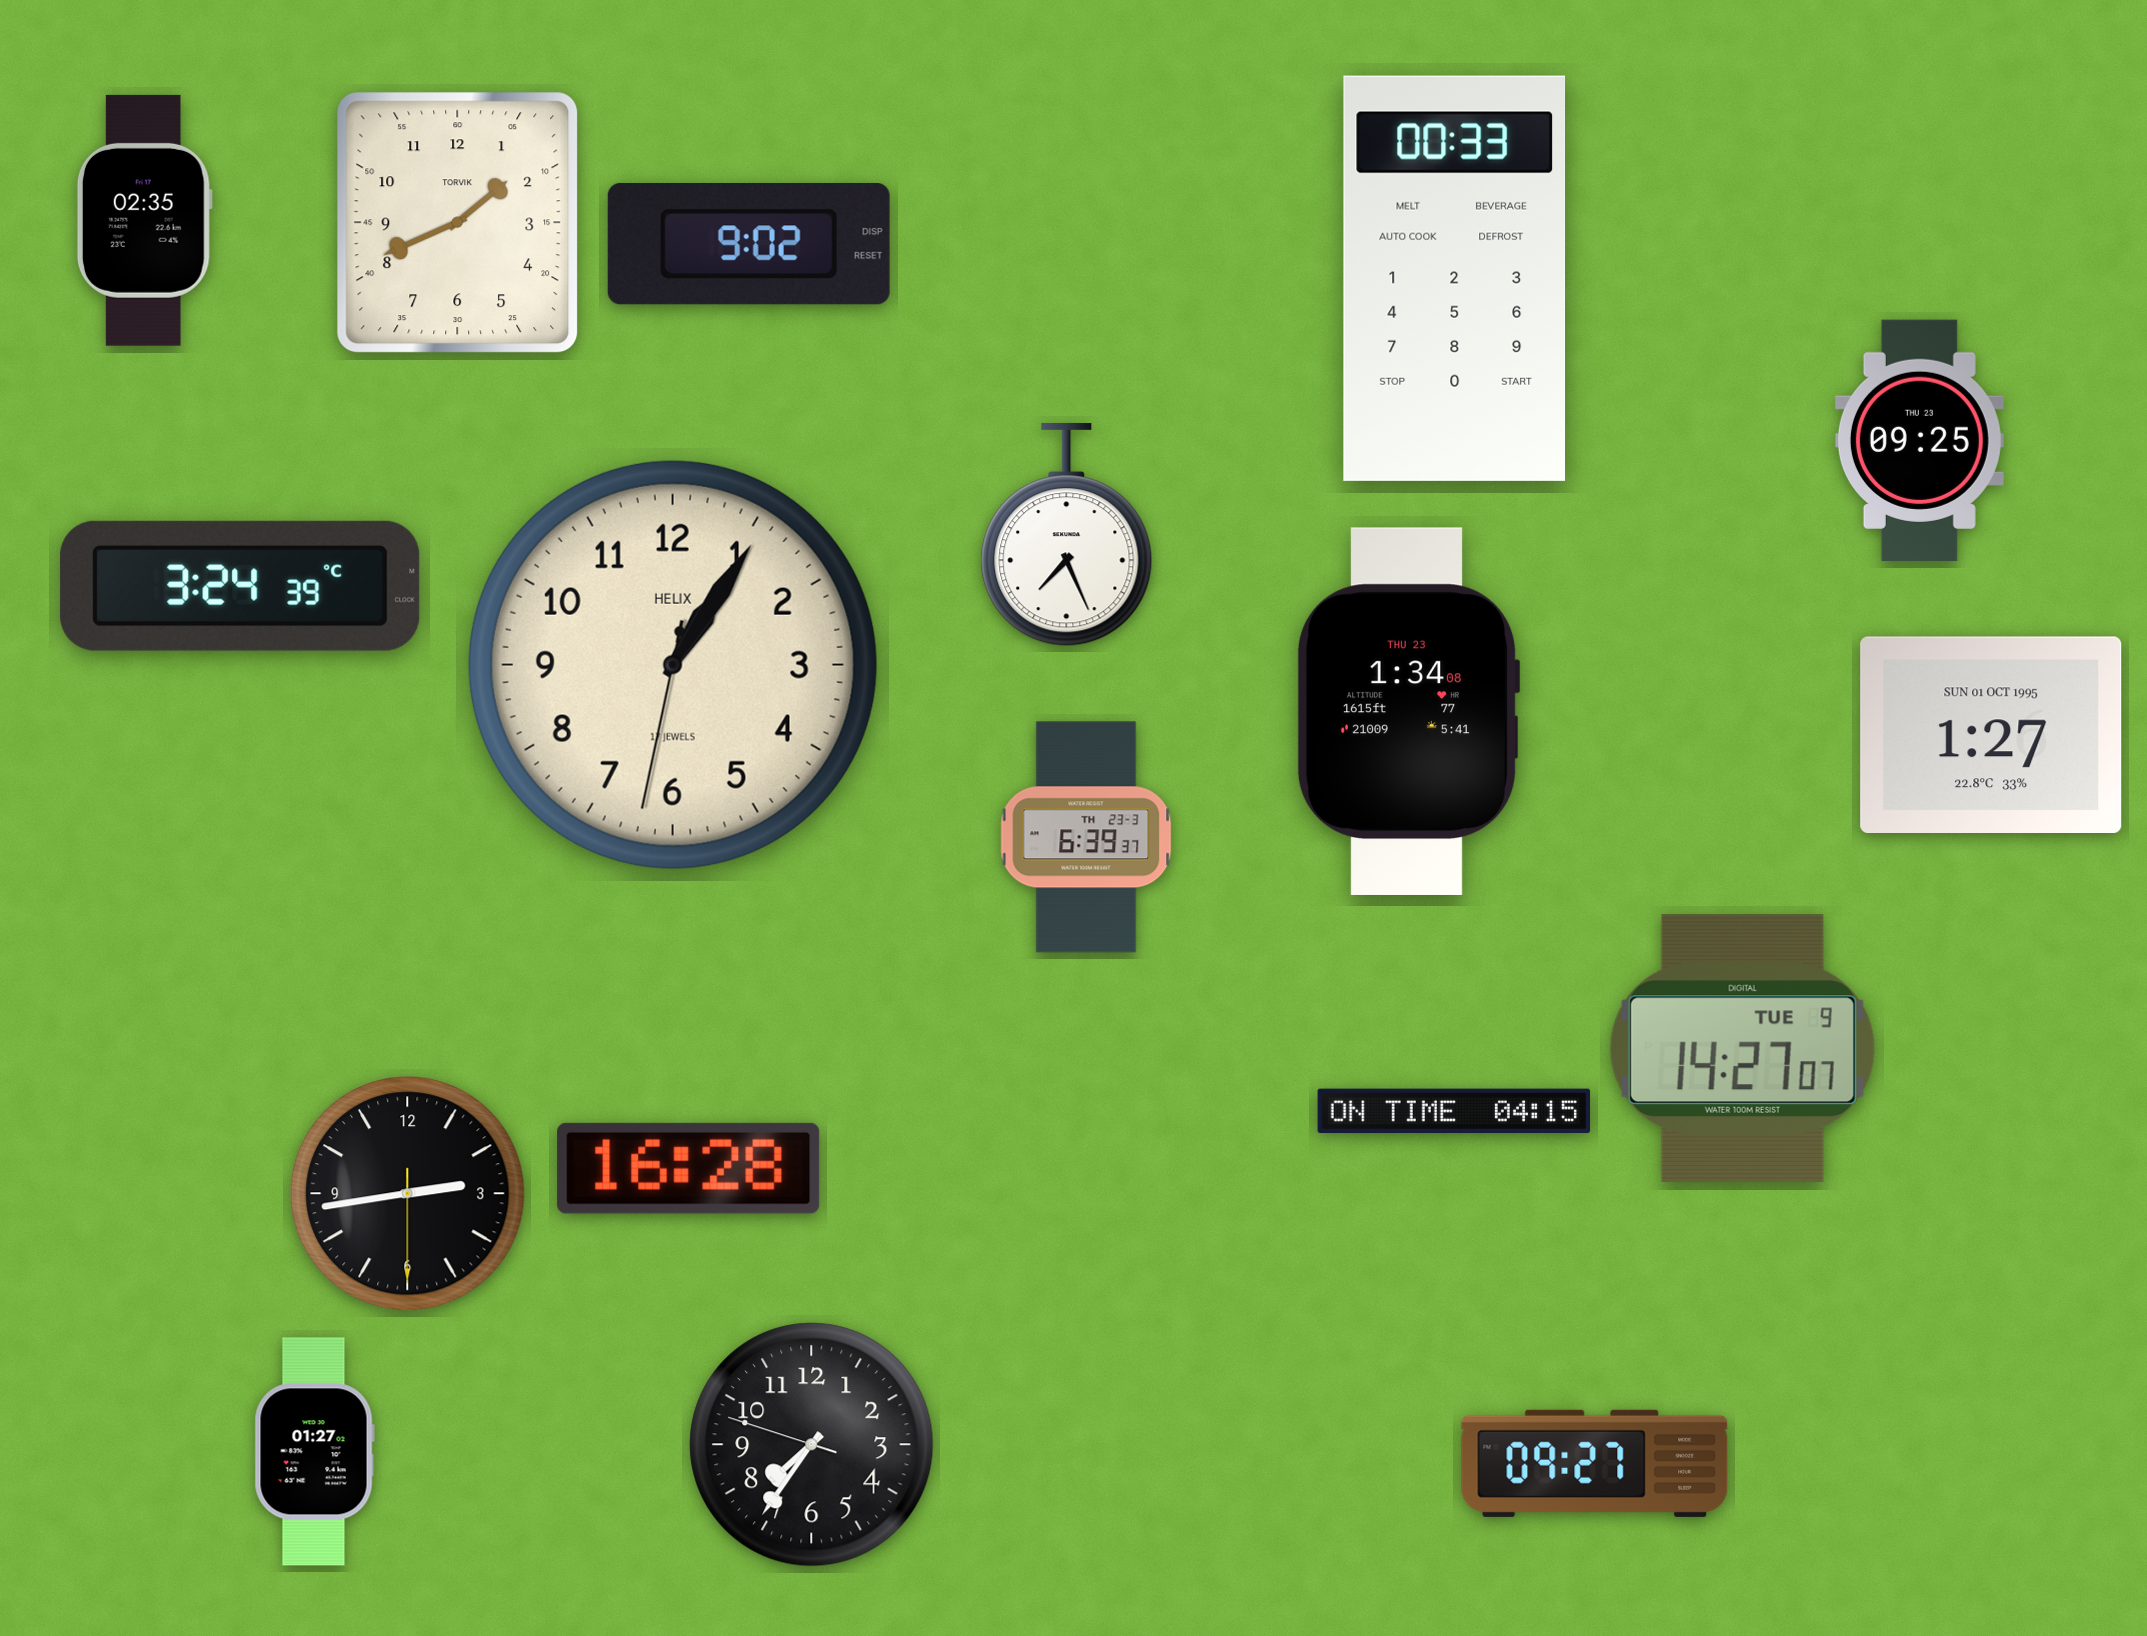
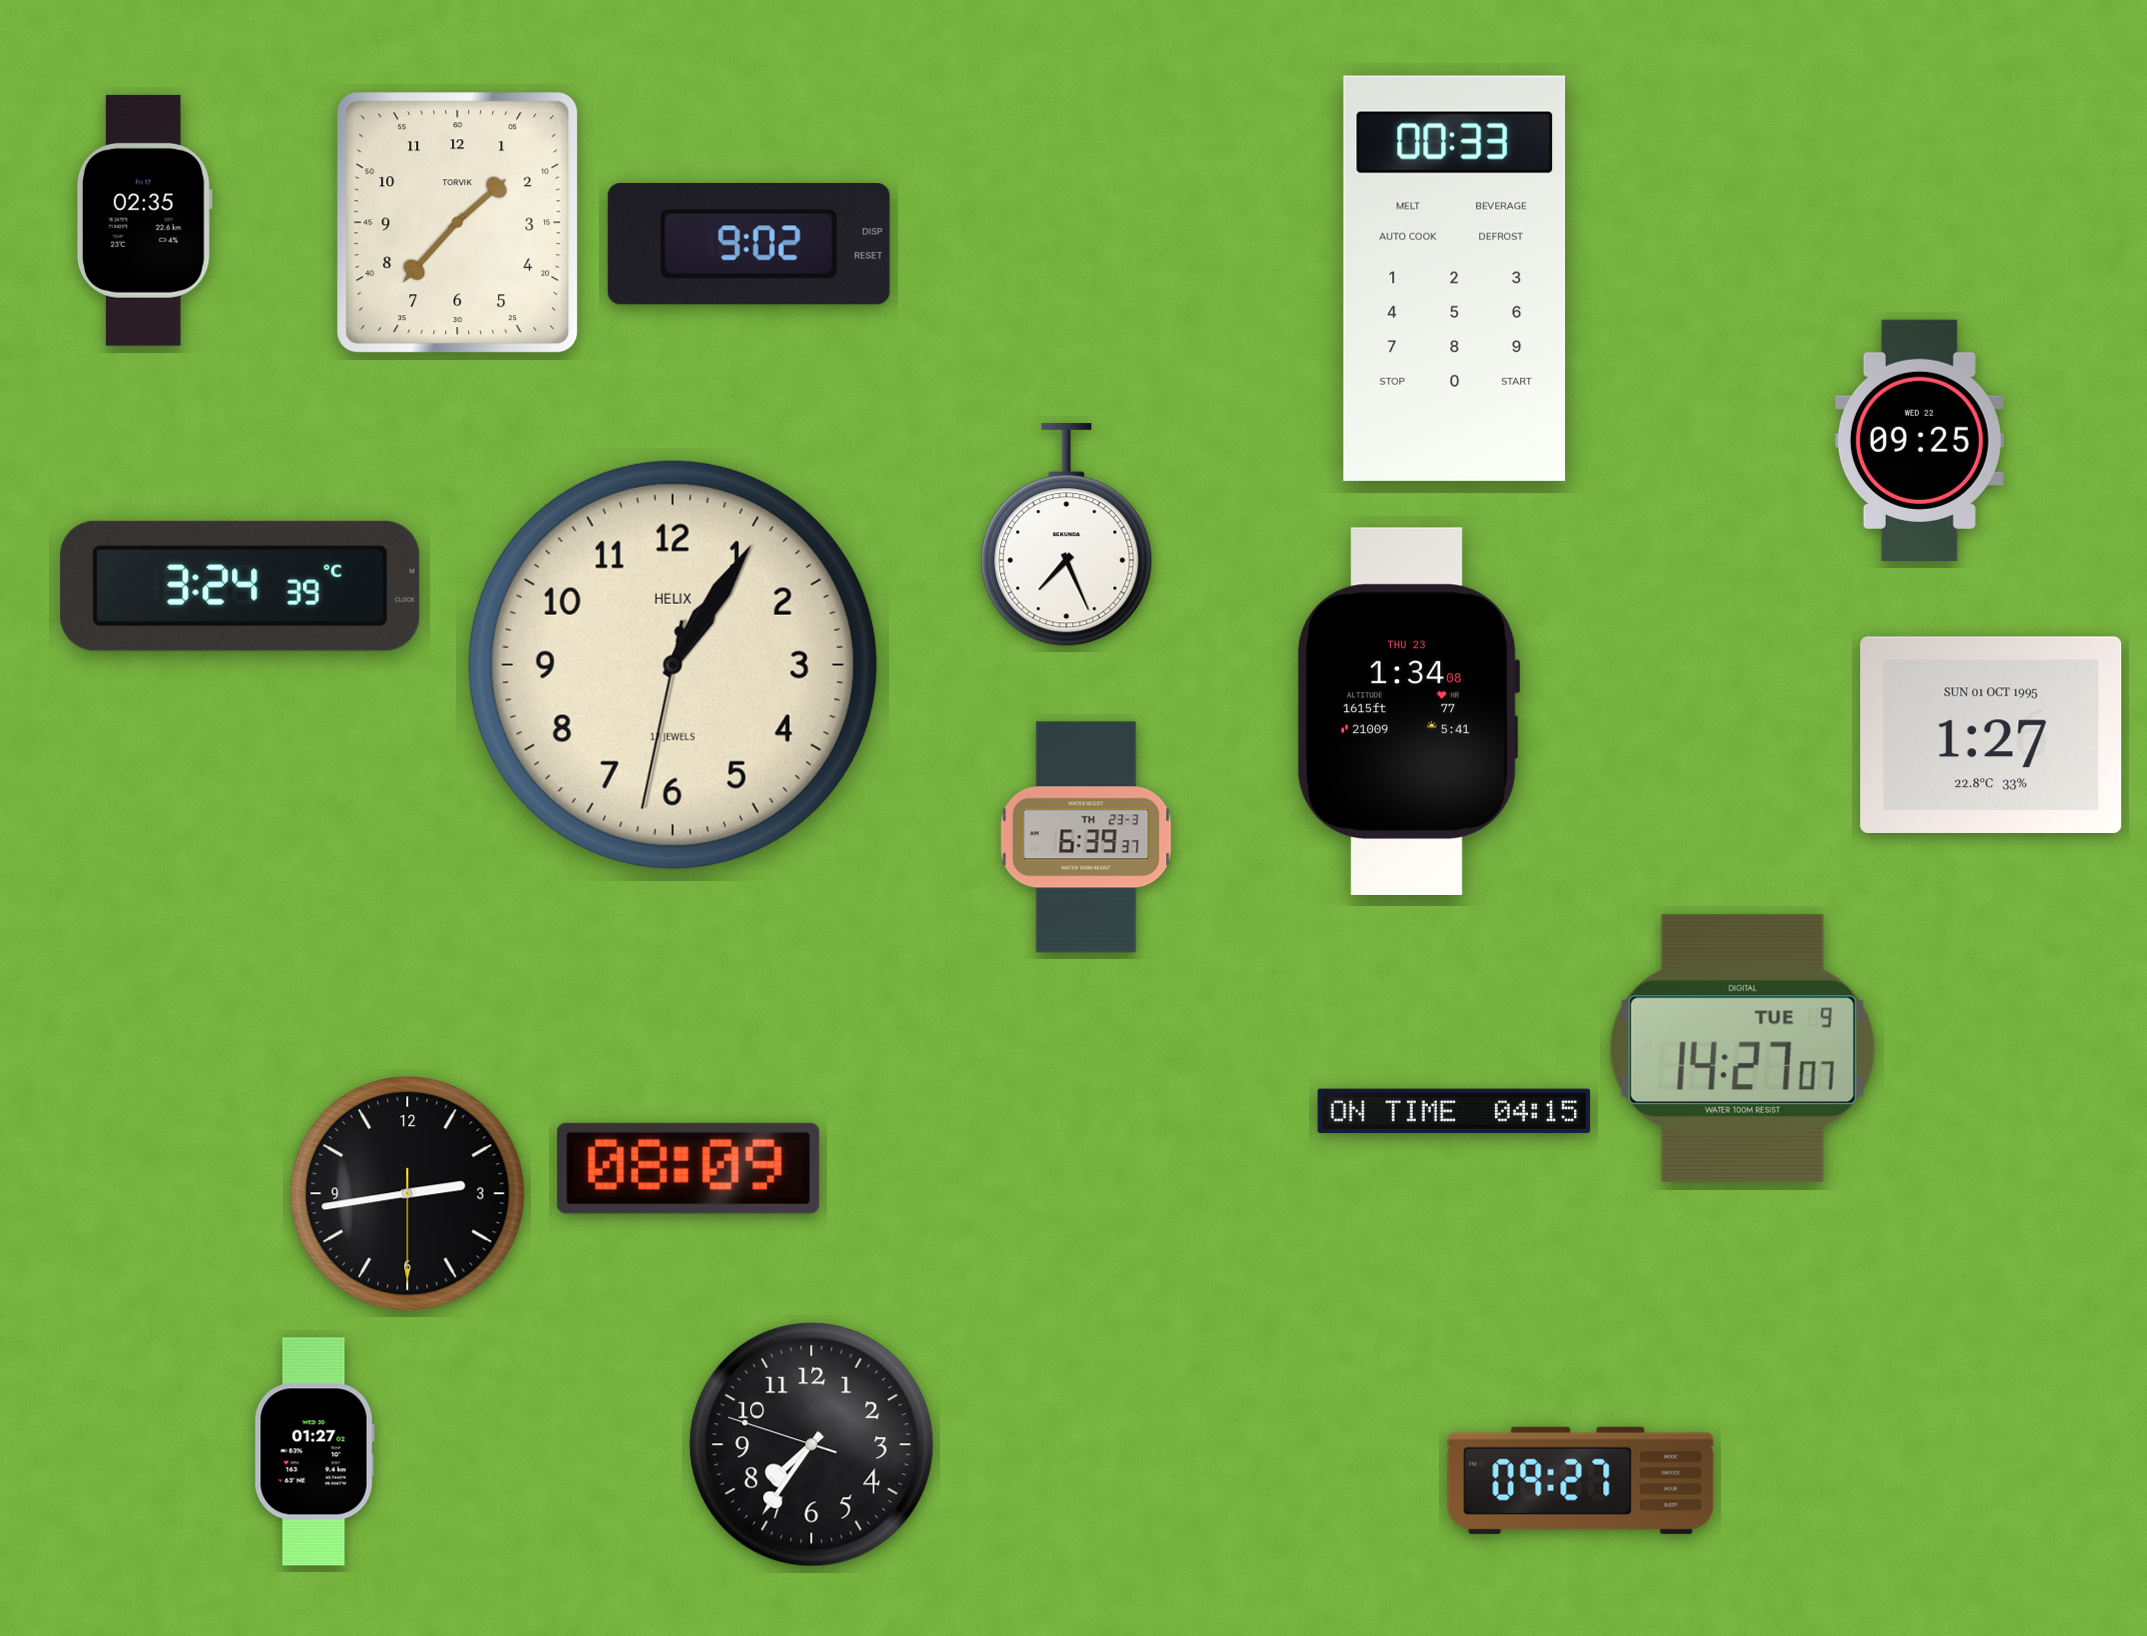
clock at (458, 223): 1:41 -> 1:37
clock at (1919, 440) date: THU 23 -> WED 22
clock at (689, 1168): 16:28 -> 08:09
clock at (1595, 1463) position: (1595, 1463) -> (1581, 1480)
